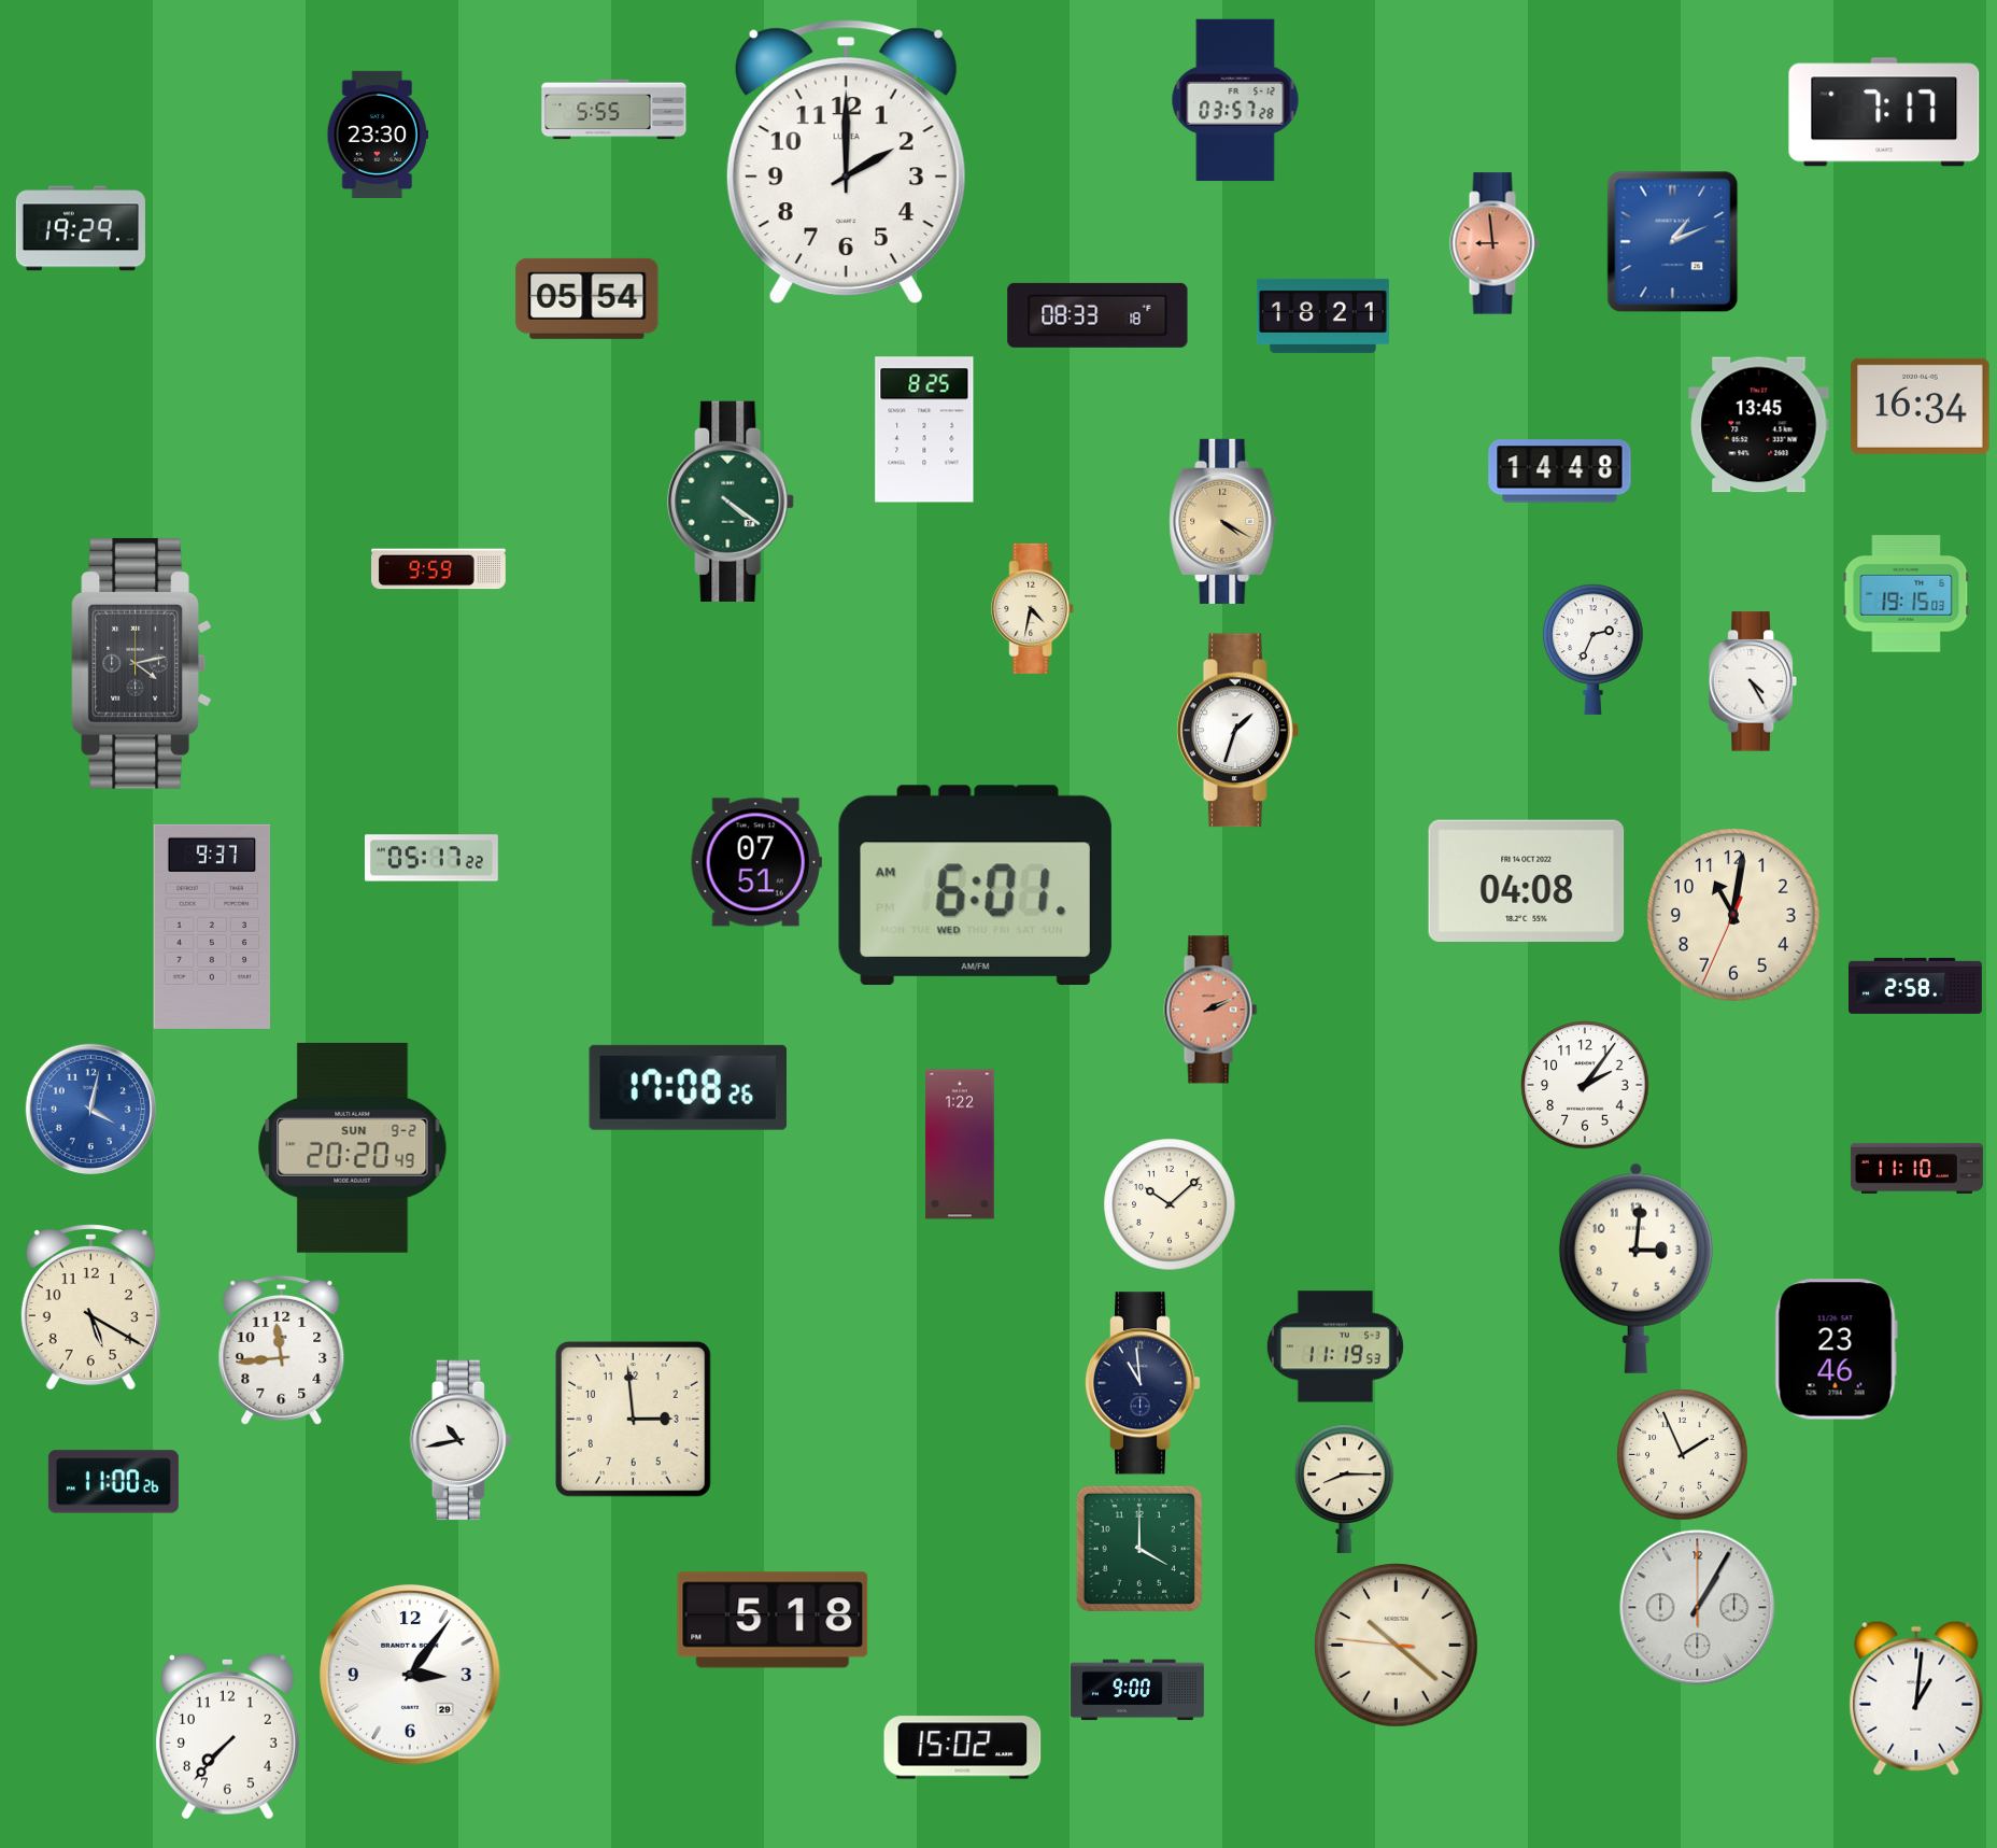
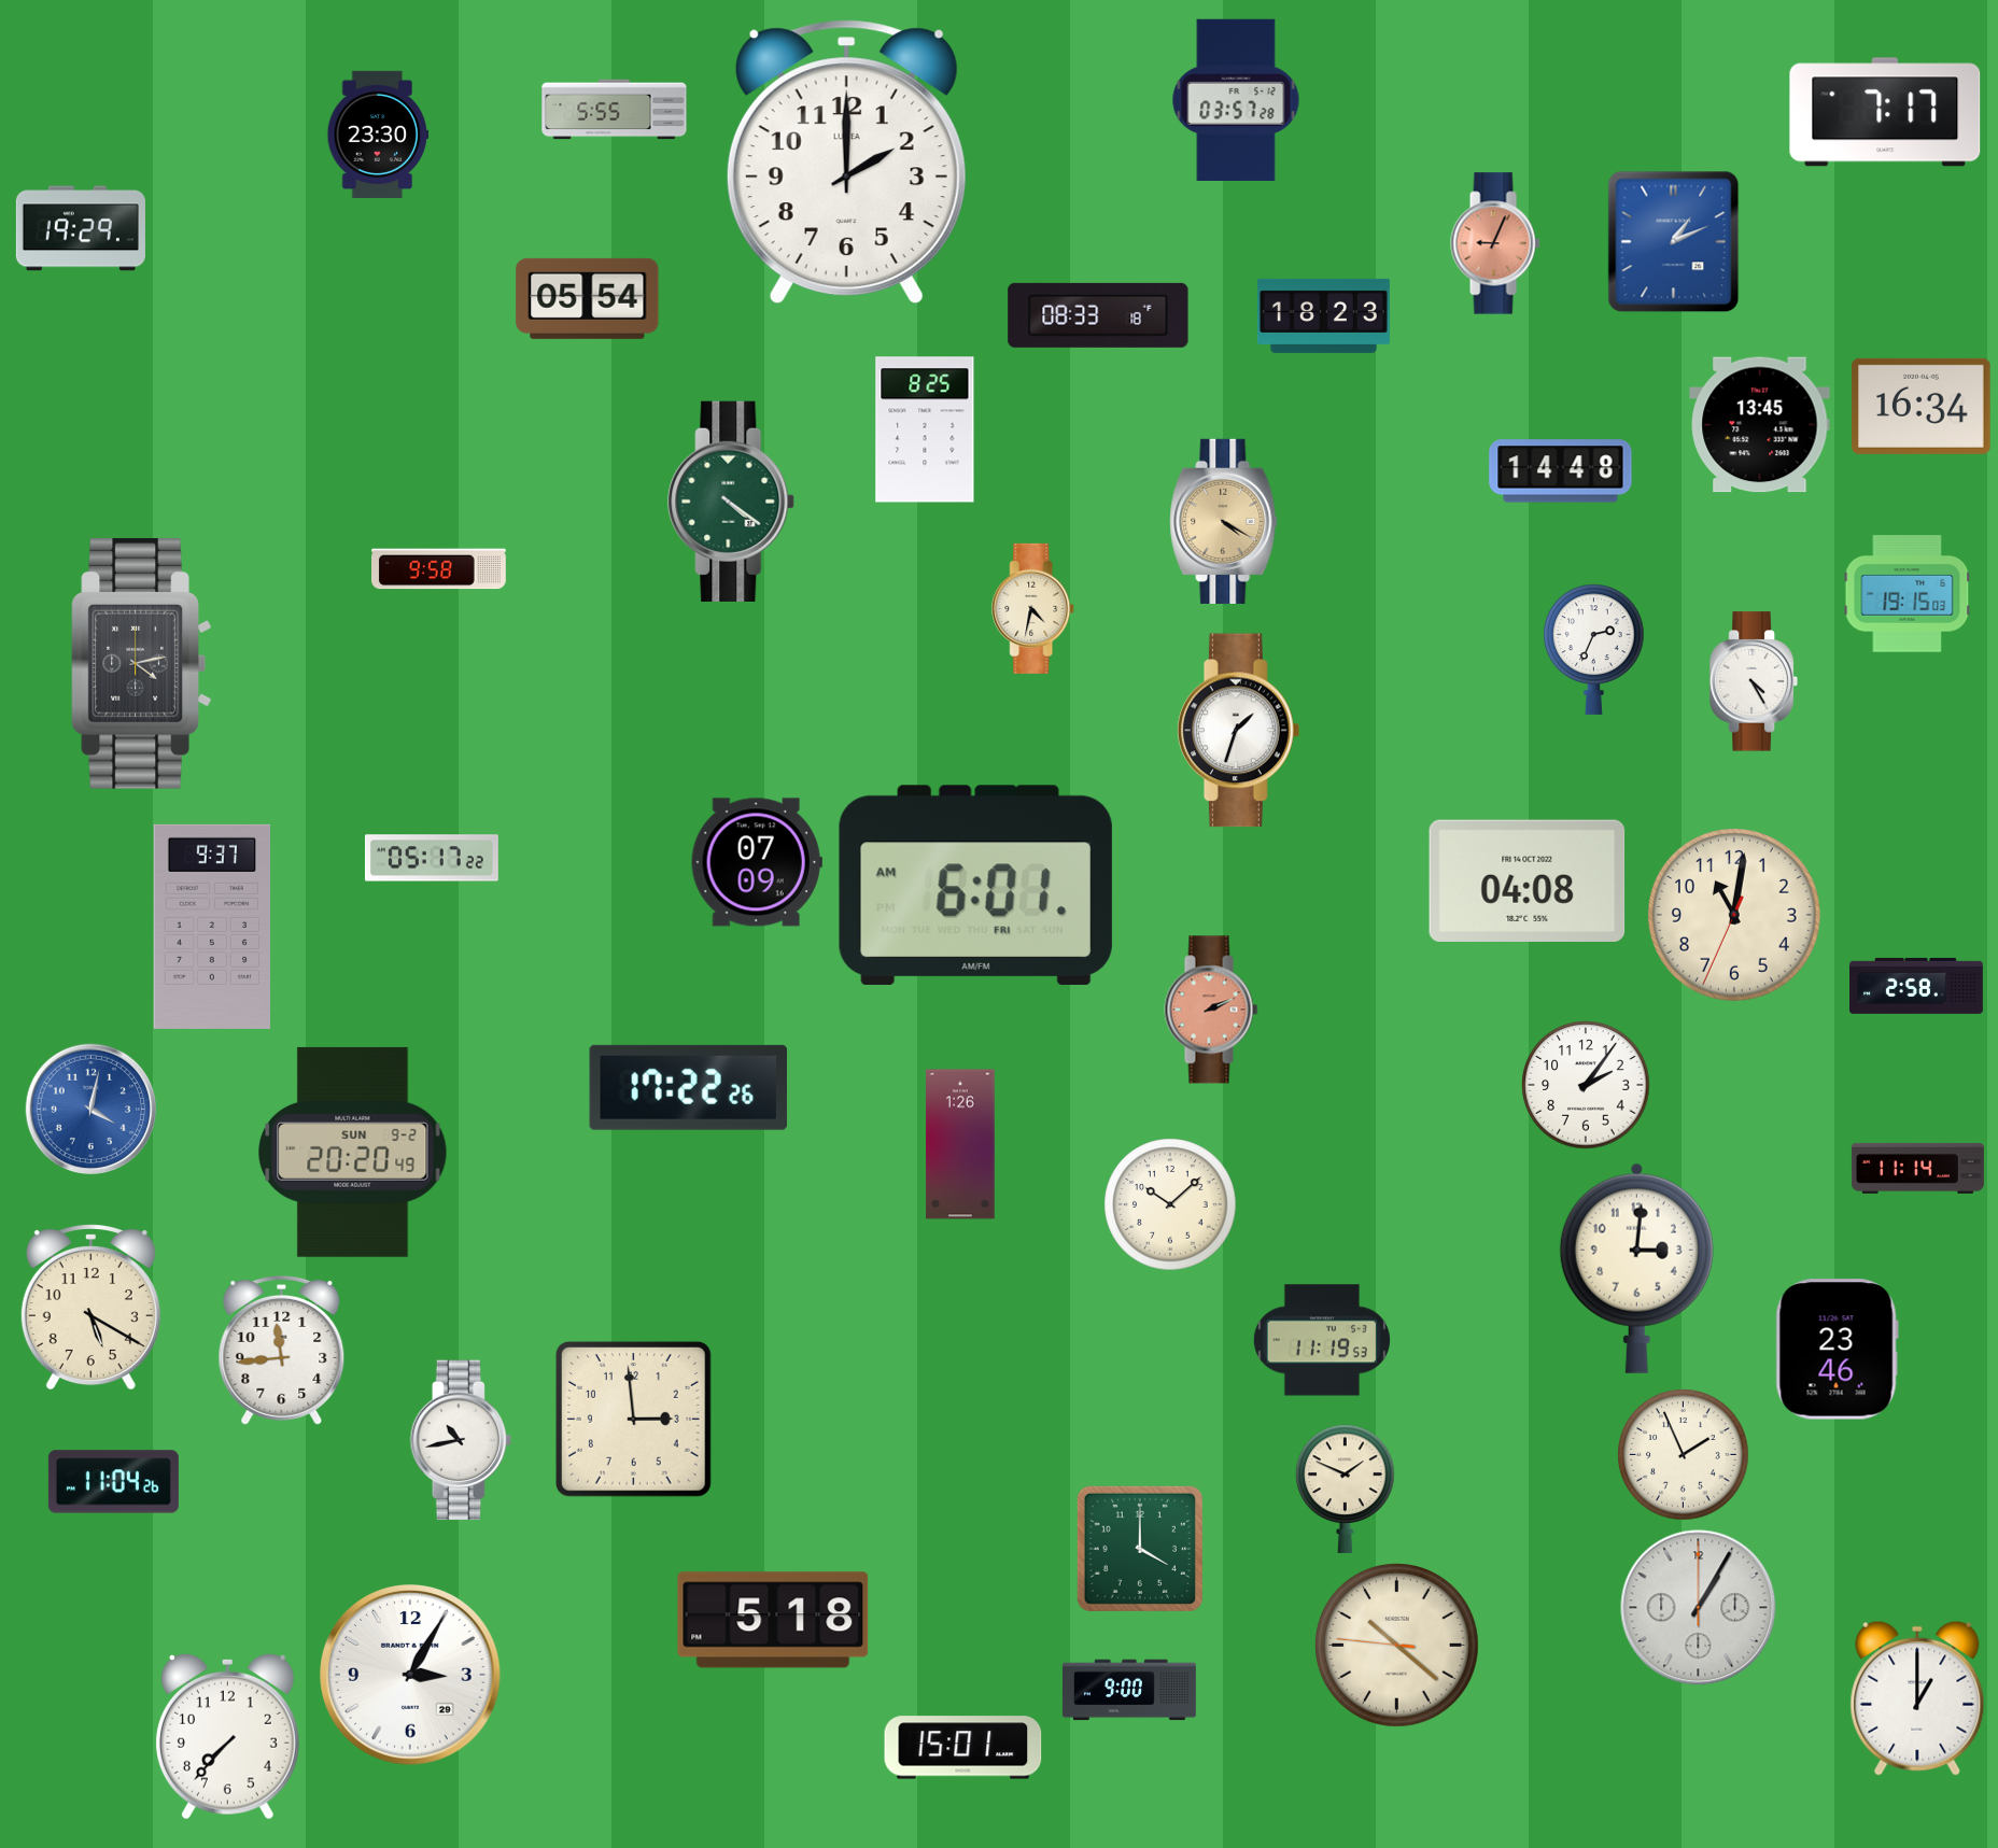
clock at (1495, 243): 8:59 -> 9:04
clock at (1322, 315): 18:21 -> 18:23
clock at (439, 569): 9:59 -> 9:58
clock at (756, 862): 07:51 -> 07:09
clock at (975, 885) date: WED -> FRI
clock at (688, 1087): 17:08 -> 17:22
clock at (960, 1144): 1:22 -> 1:26
clock at (353, 1147) position: (353, 1147) -> (353, 1152)
clock at (1916, 1168): 11:10 -> 11:14
clock at (1335, 1346) position: (1335, 1346) -> (1322, 1340)
clock at (1143, 1383): 10:59 -> none
clock at (113, 1482): 11:00 -> 11:04
clock at (1345, 1489): 8:15 -> 1:49
clock at (410, 1675): 3:06 -> 3:05
clock at (1137, 1690) position: (1137, 1690) -> (1129, 1690)
clock at (1916, 1698): 1:01 -> 1:00
clock at (963, 1748): 15:02 -> 15:01
